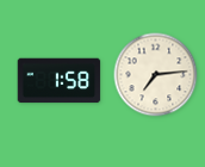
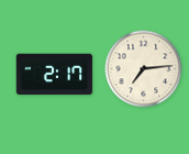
clock at (60, 81): 1:58 -> 2:17
